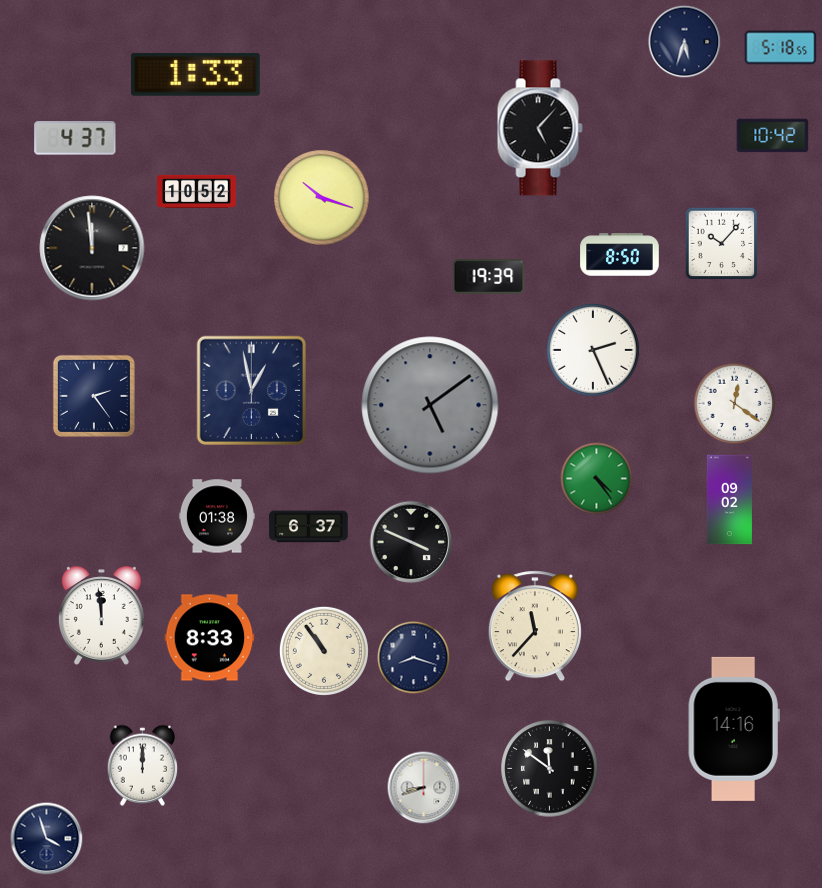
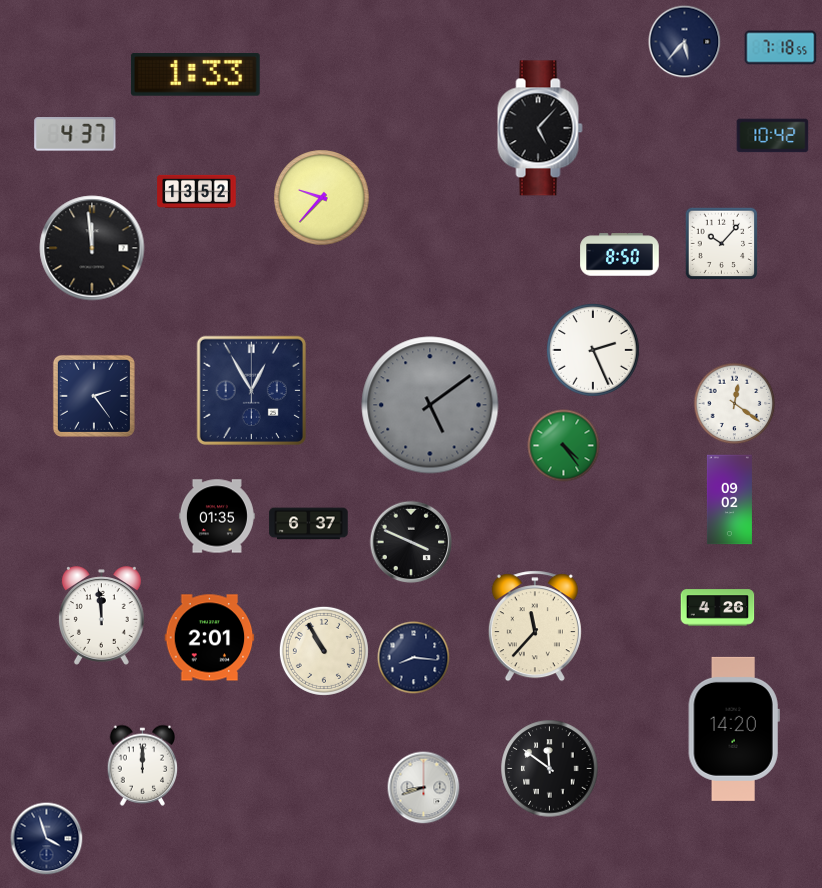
clock at (685, 42): 5:33 -> 5:37
clock at (781, 48): 5:18 -> 7:18
clock at (75, 138) position: (75, 138) -> (75, 134)
clock at (197, 191): 10:52 -> 13:52
clock at (322, 198): 10:18 -> 9:37
clock at (489, 277): 19:39 -> none
clock at (251, 390): 12:58 -> 12:55
clock at (597, 479) position: (597, 479) -> (564, 446)
clock at (217, 516): 01:38 -> 01:35
clock at (309, 527) position: (309, 527) -> (309, 524)
clock at (718, 608): none -> 4:26
clock at (210, 638): 8:33 -> 2:01
clock at (324, 651): 10:54 -> 10:55
clock at (414, 658): 8:18 -> 8:16
clock at (734, 729): 14:16 -> 14:20
